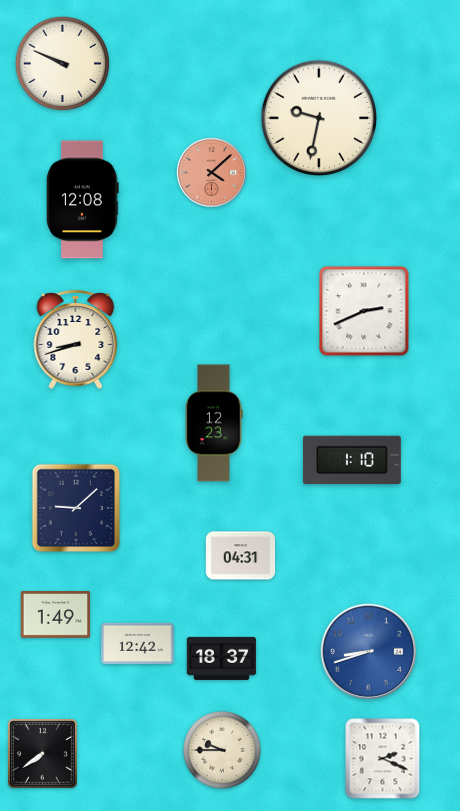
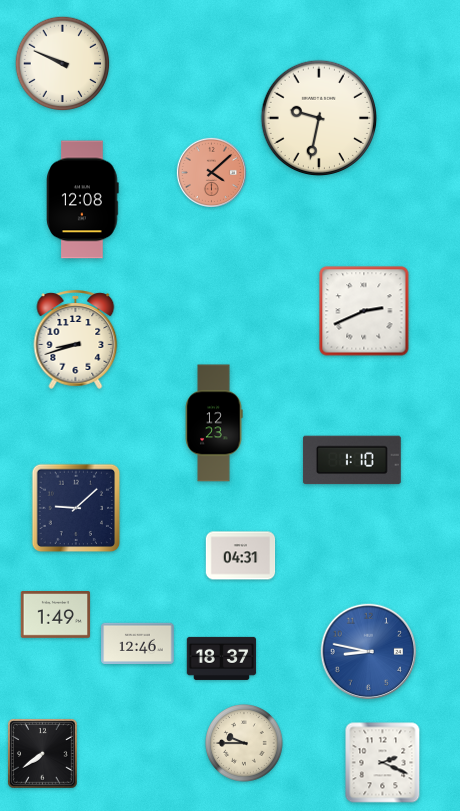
clock at (138, 643): 12:42 -> 12:46
clock at (369, 652): 8:42 -> 8:47
clock at (223, 751) position: (223, 751) -> (245, 744)
clock at (383, 759) position: (383, 759) -> (383, 763)
